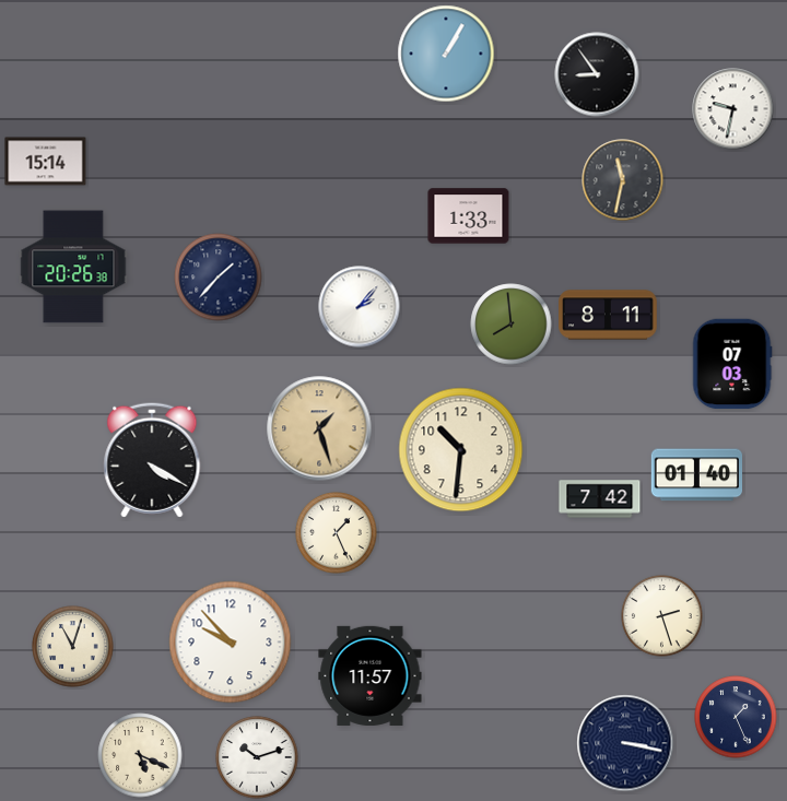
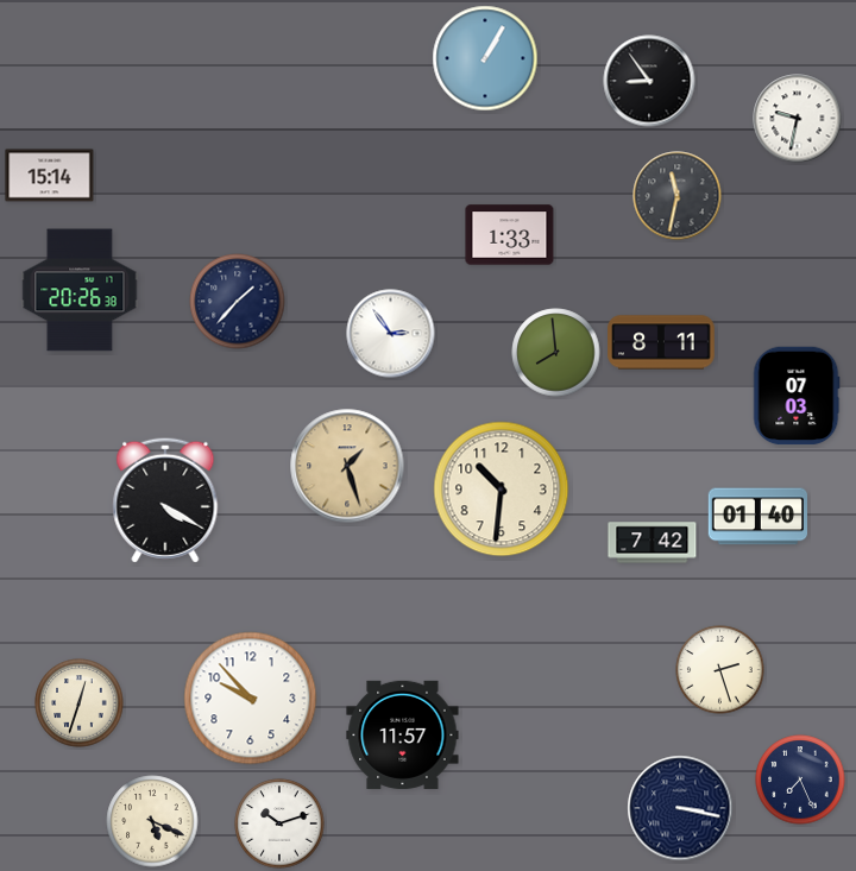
clock at (360, 307): 2:07 -> 2:54
clock at (337, 533): 1:26 -> none
clock at (73, 647): 11:03 -> 12:33
clock at (736, 717): 1:26 -> 7:26
